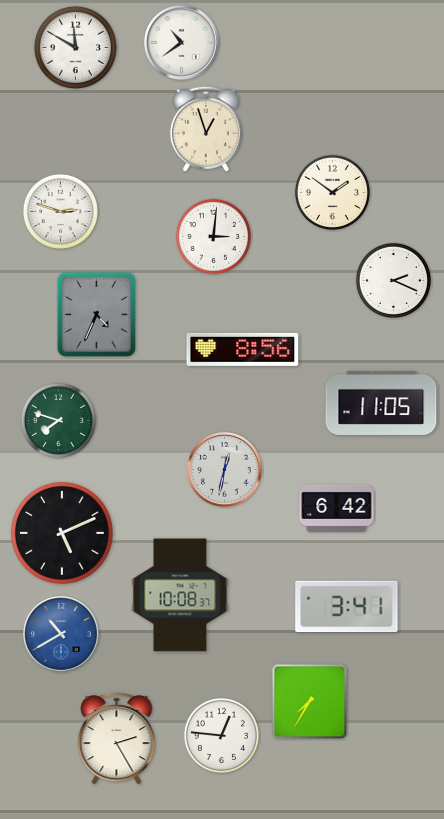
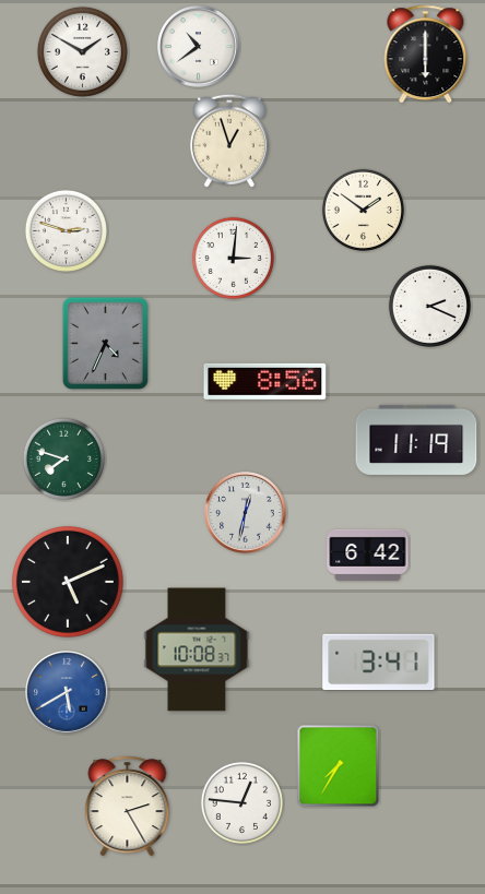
clock at (75, 47): 11:50 -> 1:50
clock at (426, 55): none -> 6:00
clock at (206, 129) position: (206, 129) -> (229, 141)
clock at (381, 403): 11:05 -> 11:19
clock at (62, 635): 10:40 -> 5:40
